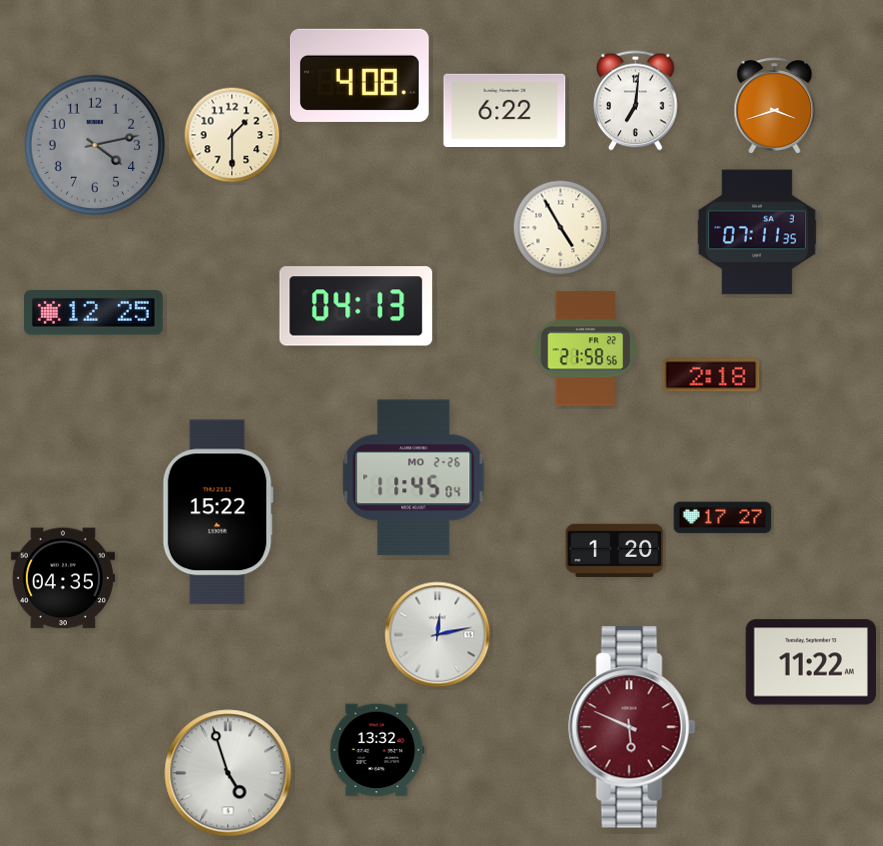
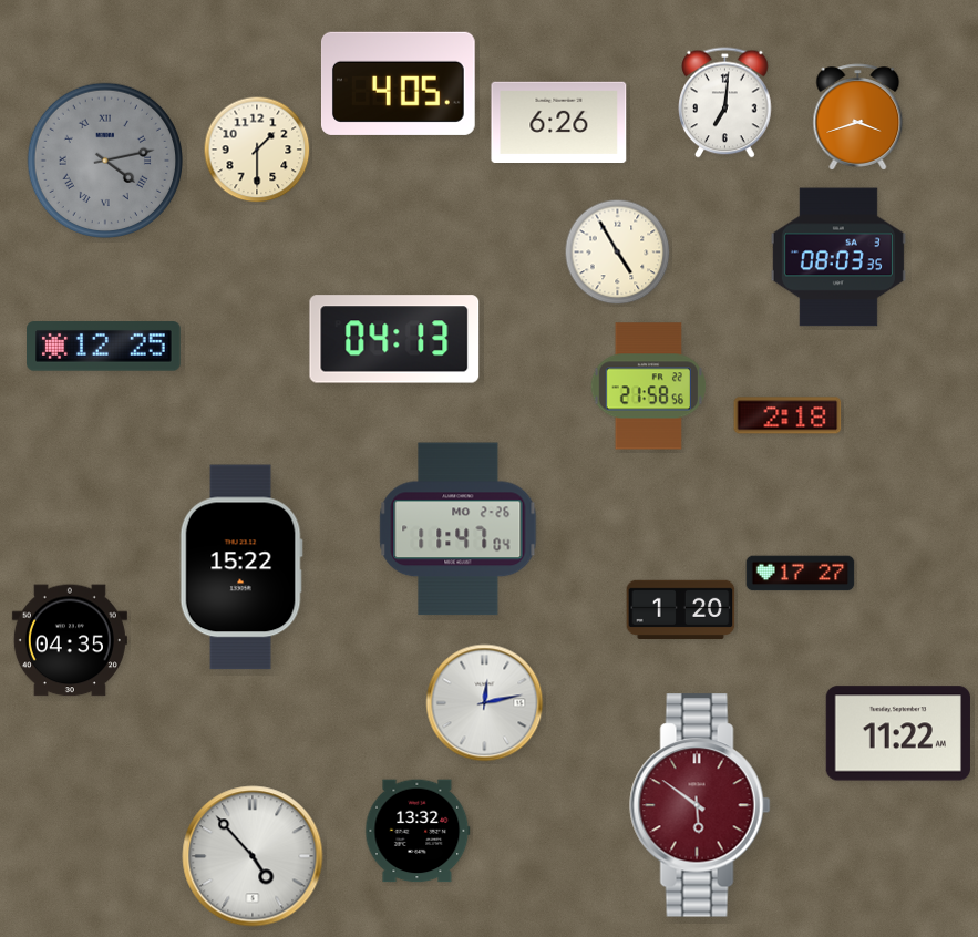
clock at (359, 75): 4:08 -> 4:05
clock at (636, 101) position: (636, 101) -> (725, 103)
clock at (505, 110): 6:22 -> 6:26
clock at (95, 145) numerals: Arabic -> Roman
clock at (561, 228) position: (561, 228) -> (618, 253)
clock at (757, 232): 07:11 -> 08:03
clock at (414, 478): 11:45 -> 11:47
clock at (632, 727): 5:49 -> 5:51
clock at (228, 773): 4:57 -> 4:53
